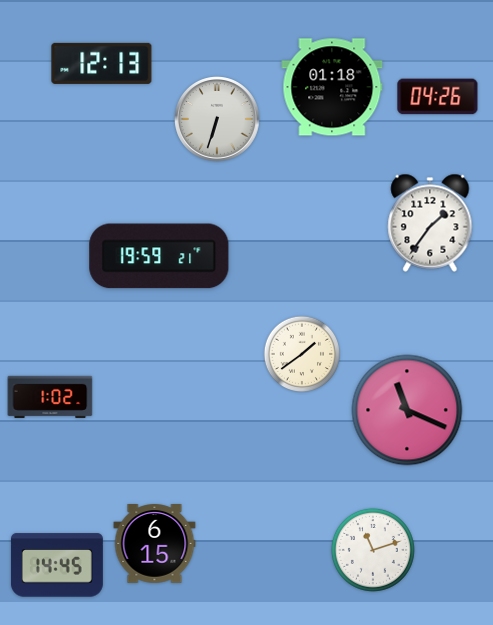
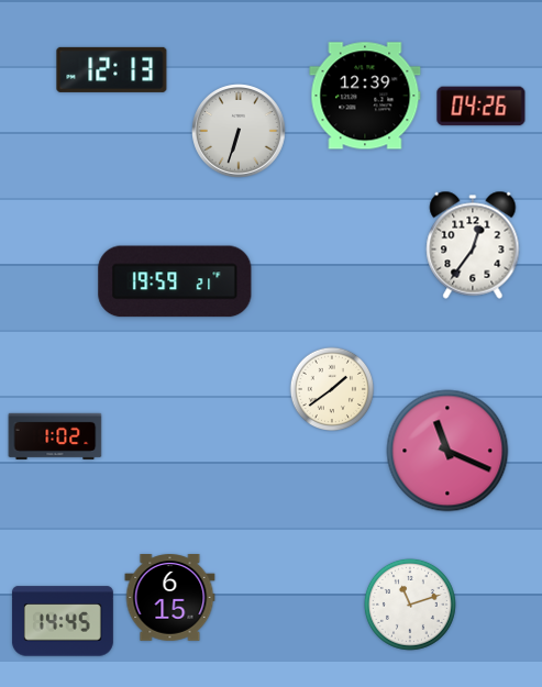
clock at (332, 87): 01:18 -> 12:39
clock at (430, 223): 1:36 -> 12:36
